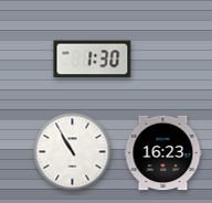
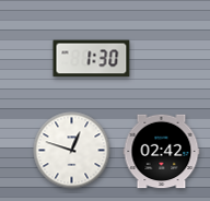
clock at (73, 152): 10:55 -> 12:48
clock at (163, 153): 16:23 -> 02:42
